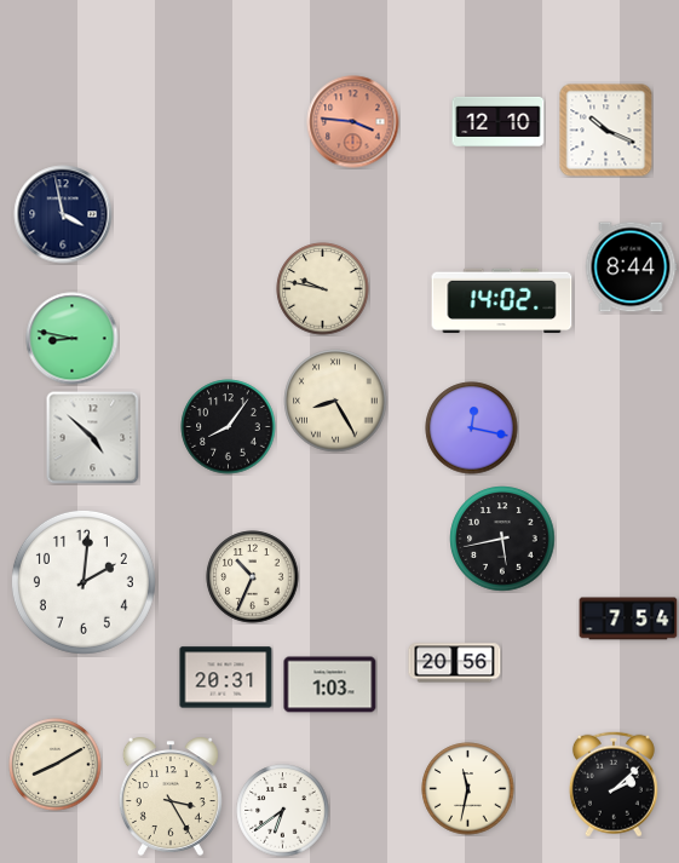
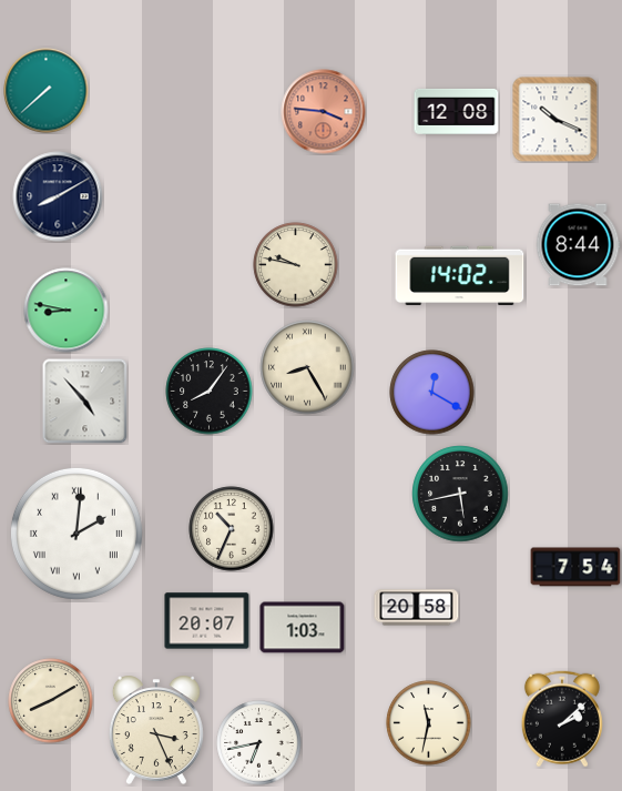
clock at (47, 91): none -> 7:38
clock at (499, 121): 12:10 -> 12:08
clock at (63, 214): 3:58 -> 8:10
clock at (472, 428): 12:17 -> 12:20
clock at (93, 438): 4:52 -> 4:53
clock at (84, 582) numerals: Arabic -> Roman
clock at (455, 663): 20:56 -> 20:58
clock at (226, 678): 20:31 -> 20:07
clock at (171, 796): 3:25 -> 3:26
clock at (283, 811): 6:39 -> 6:43
